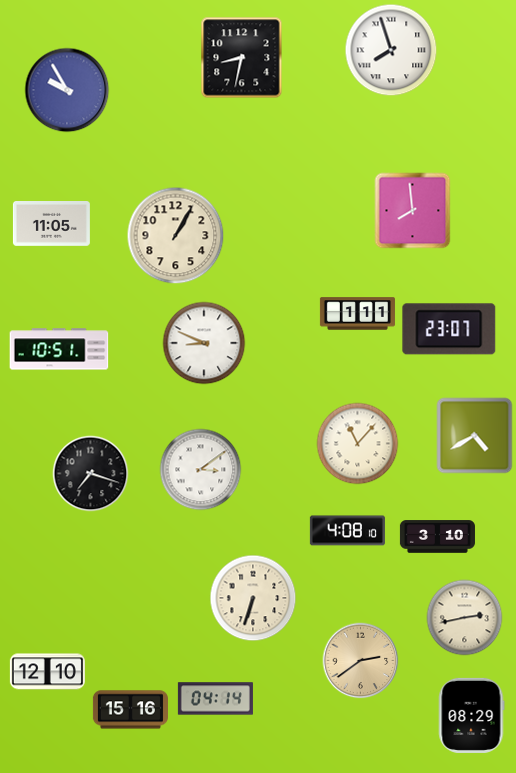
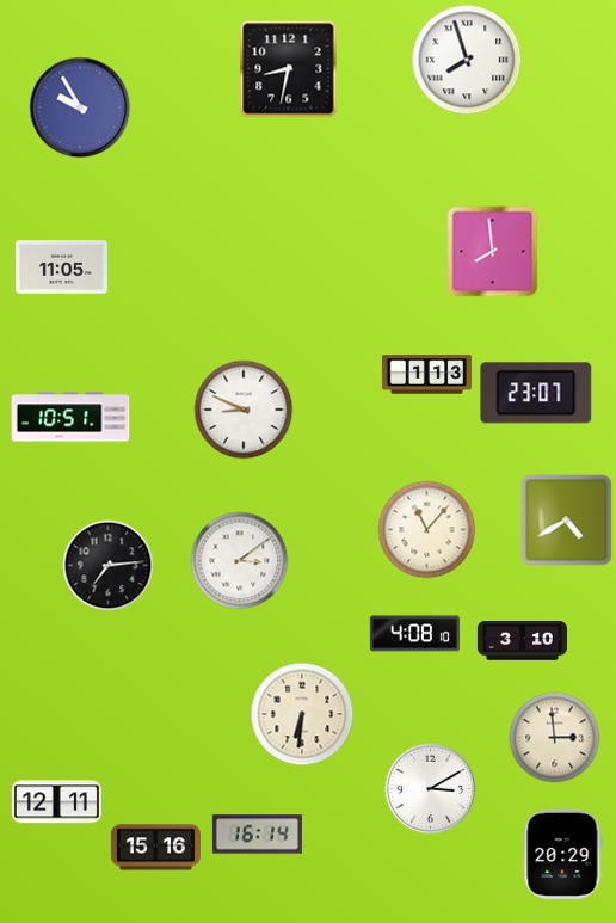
clock at (176, 236): 1:05 -> none
clock at (357, 314): 1:11 -> 1:13
clock at (91, 474): 7:18 -> 7:14
clock at (253, 598): 6:33 -> 6:31
clock at (465, 618): 2:43 -> 2:59
clock at (361, 661): 2:39 -> 3:10
clock at (361, 661) dial: champagne -> white
clock at (47, 672): 12:10 -> 12:11
clock at (215, 699): 04:14 -> 16:14
clock at (471, 715): 08:29 -> 20:29
